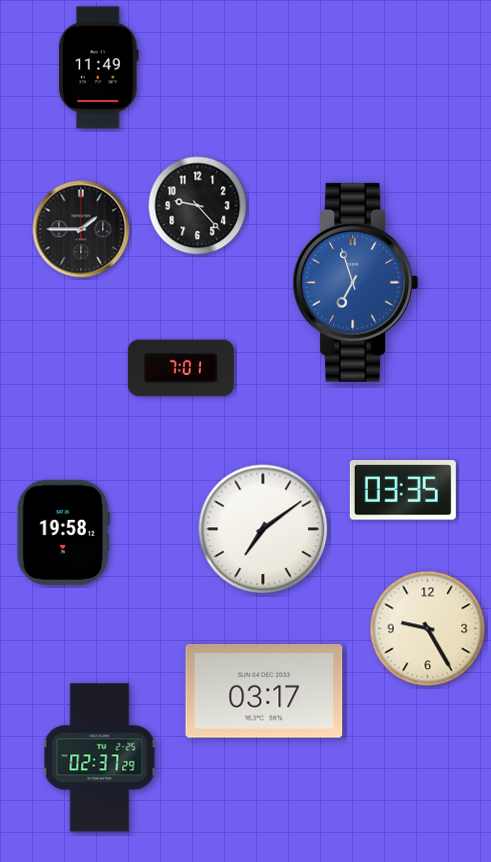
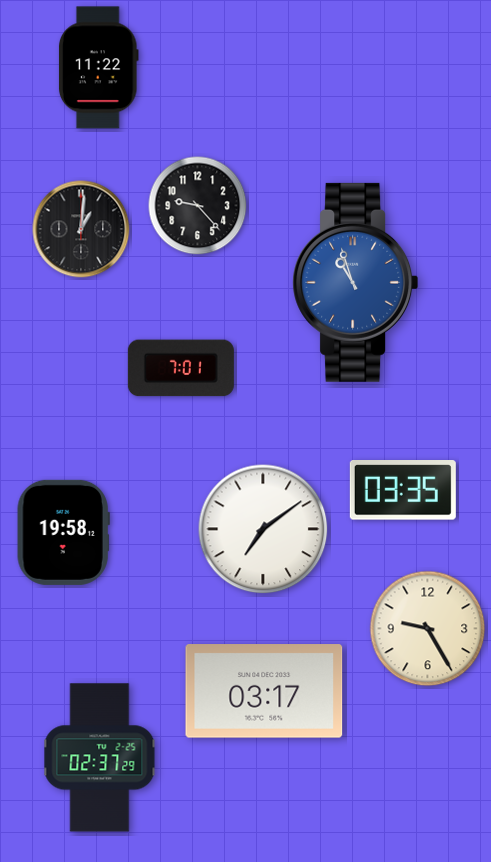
clock at (98, 68): 11:49 -> 11:22
clock at (81, 229): 1:45 -> 1:01
clock at (356, 282): 6:57 -> 10:57
